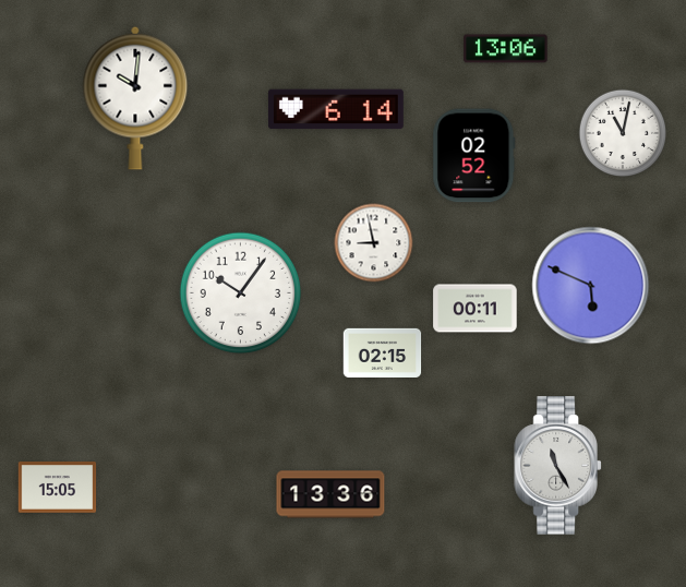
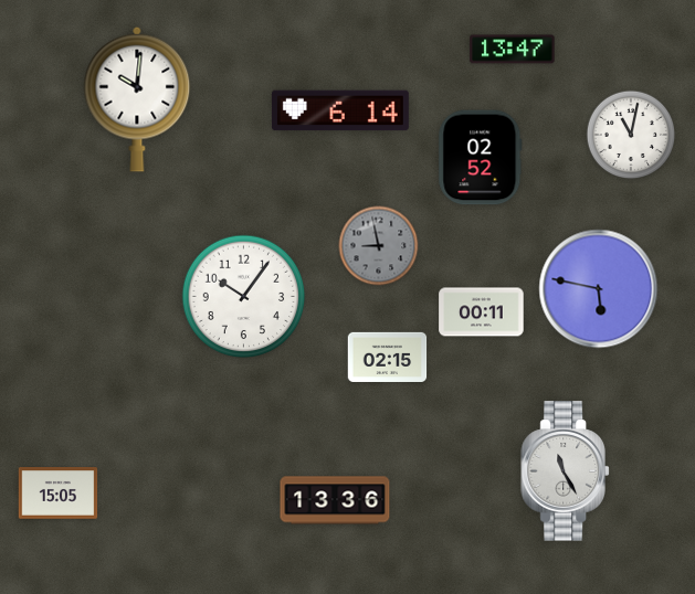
clock at (506, 49): 13:06 -> 13:47
clock at (374, 243) dial: white -> grey
clock at (591, 286): 5:49 -> 5:47
